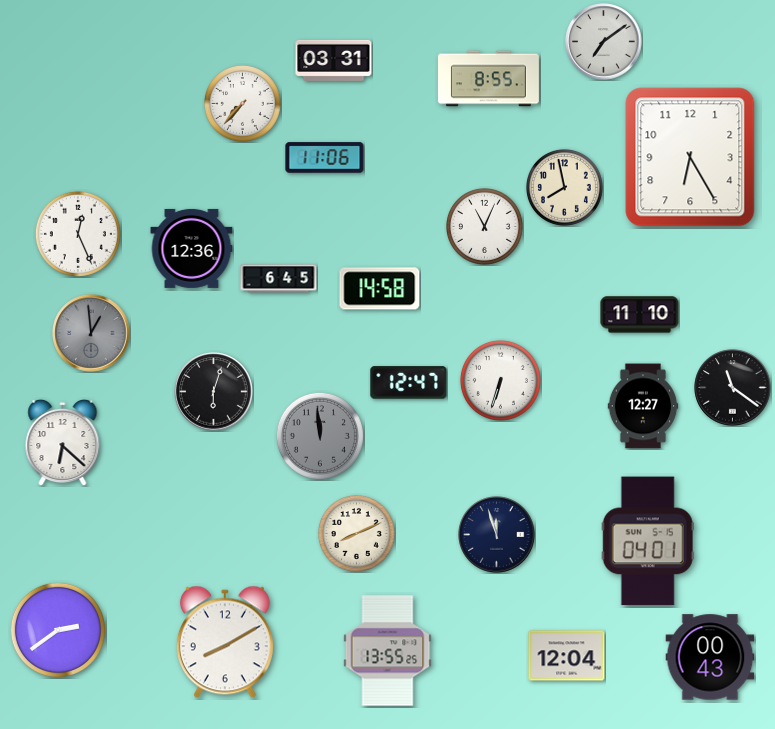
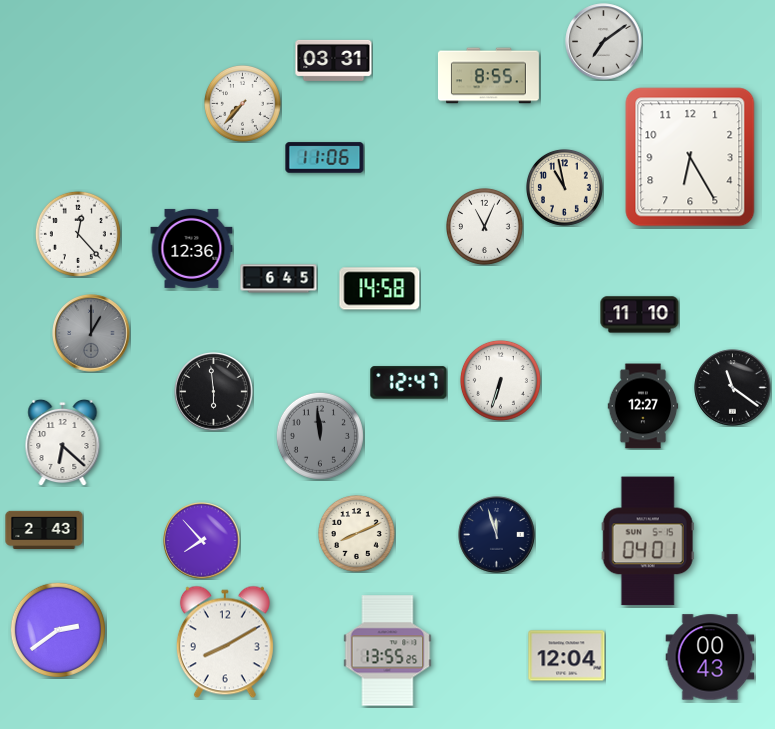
clock at (488, 79) position: (488, 79) -> (488, 76)
clock at (564, 187): 7:58 -> 10:58
clock at (78, 234): 12:26 -> 12:23
clock at (91, 333): 12:59 -> 1:00
clock at (214, 392): 6:03 -> 5:59
clock at (44, 529): none -> 2:43
clock at (202, 541): none -> 7:53
